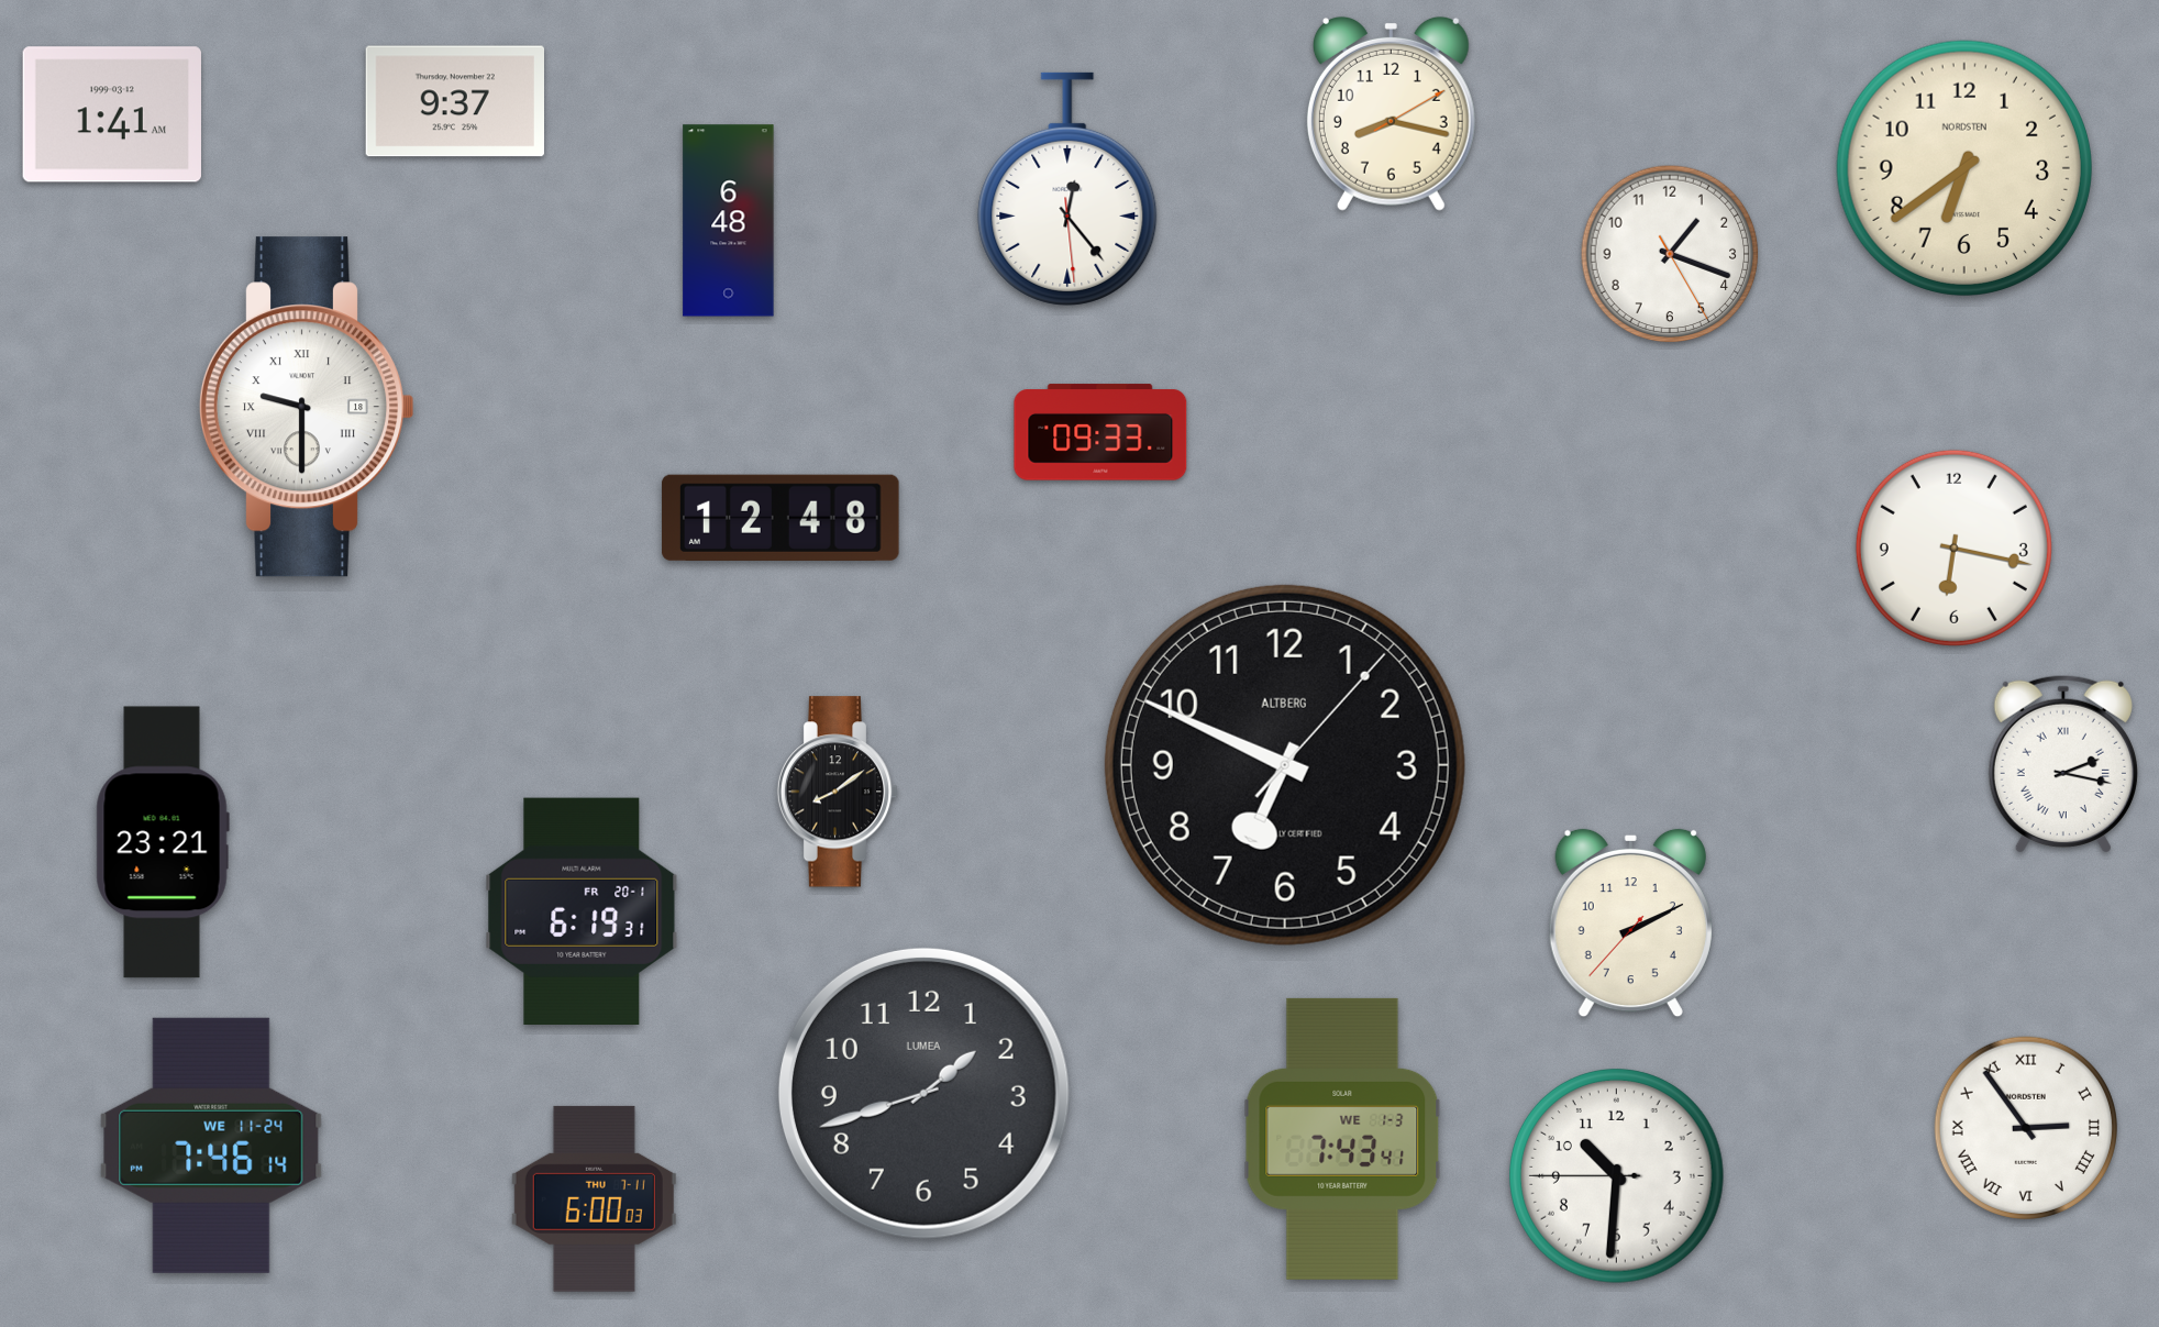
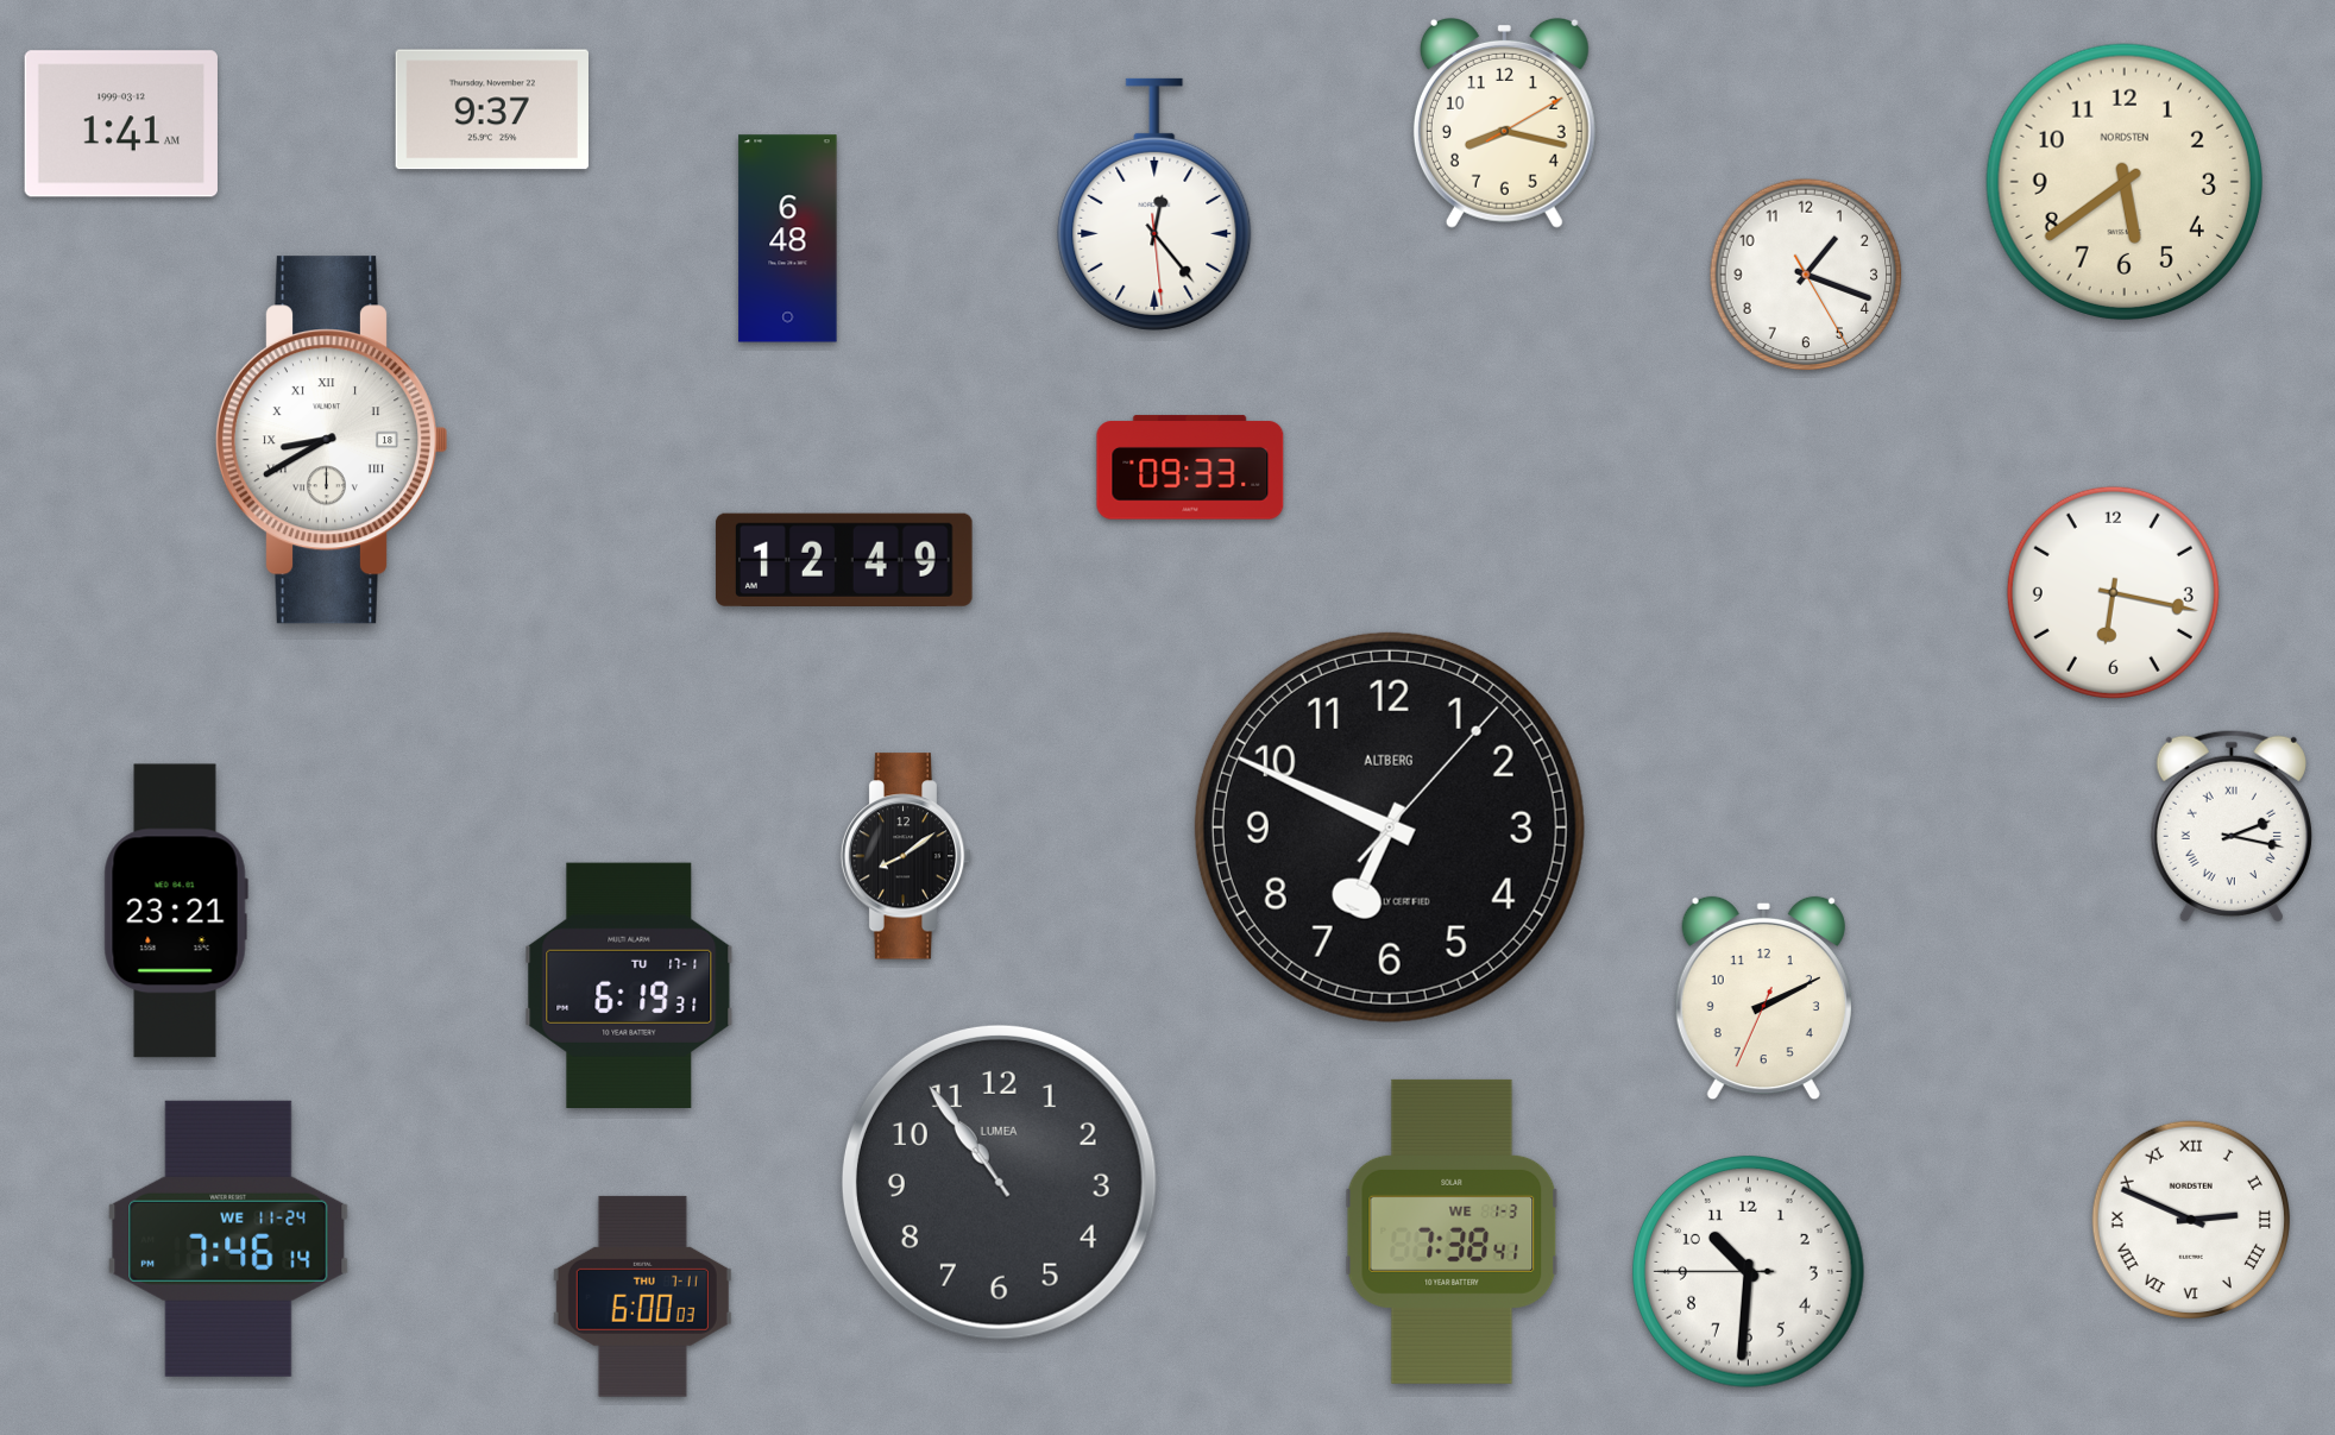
clock at (1963, 167): 6:39 -> 5:39
clock at (306, 407): 9:30 -> 8:40
clock at (780, 518): 12:48 -> 12:49
clock at (582, 910) date: FR 20-1 -> TU 17-1
clock at (1630, 924): 2:10:37 -> 2:10:34
clock at (923, 1093): 1:42 -> 10:54
clock at (2025, 1127): 2:54 -> 2:49
clock at (1342, 1139): 7:43 -> 7:38
